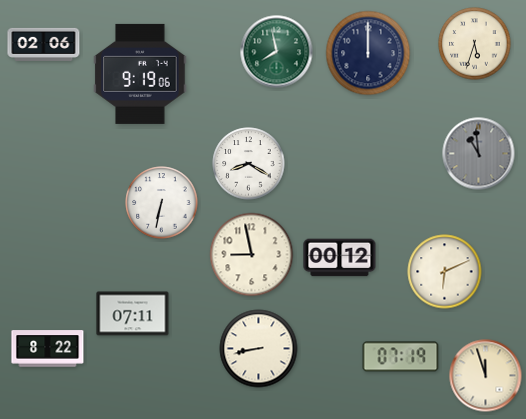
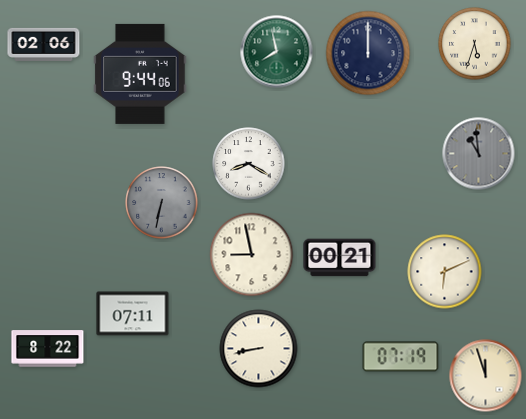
clock at (140, 74): 9:19 -> 9:44
clock at (162, 203) dial: white -> grey
clock at (340, 258): 00:12 -> 00:21
